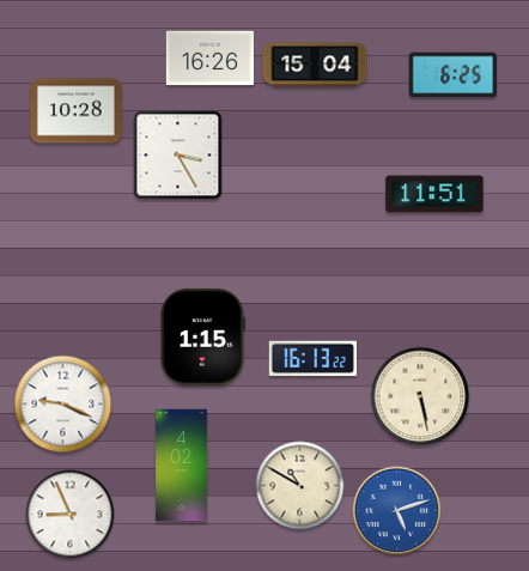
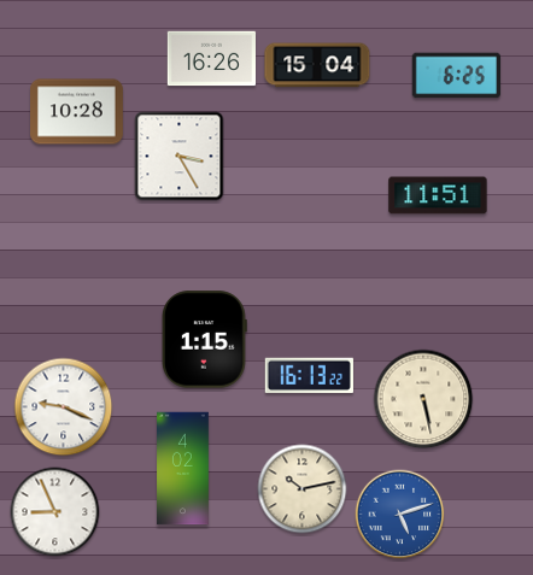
clock at (312, 358) position: (312, 358) -> (309, 375)
clock at (300, 486): 10:50 -> 10:13
clock at (71, 515) position: (71, 515) -> (55, 512)
